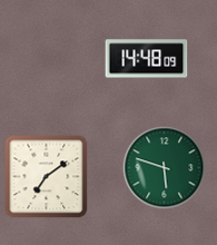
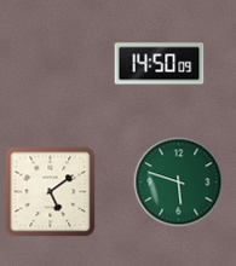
clock at (147, 59): 14:48 -> 14:50
clock at (47, 177): 7:09 -> 5:09
